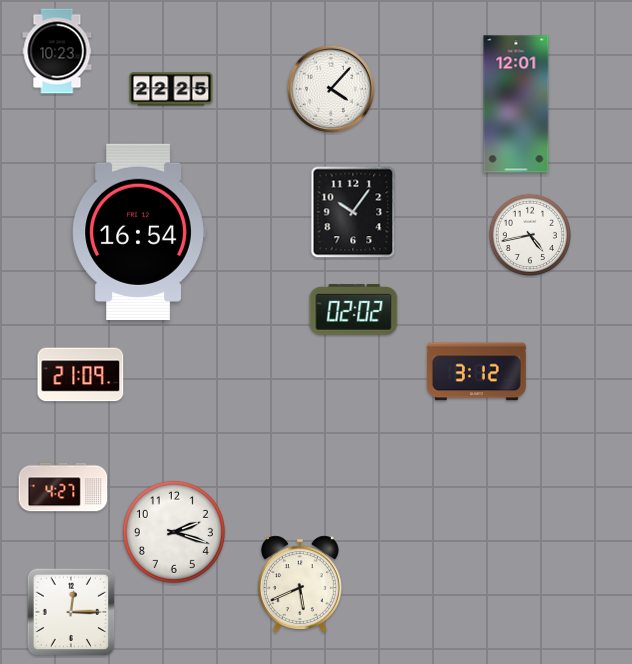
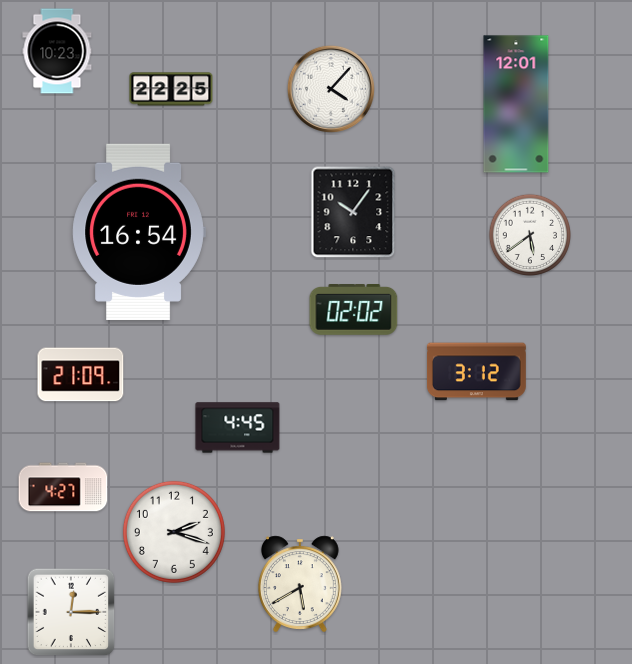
clock at (529, 234): 4:43 -> 5:39
clock at (238, 428): none -> 4:45
clock at (300, 584): 5:41 -> 5:40
